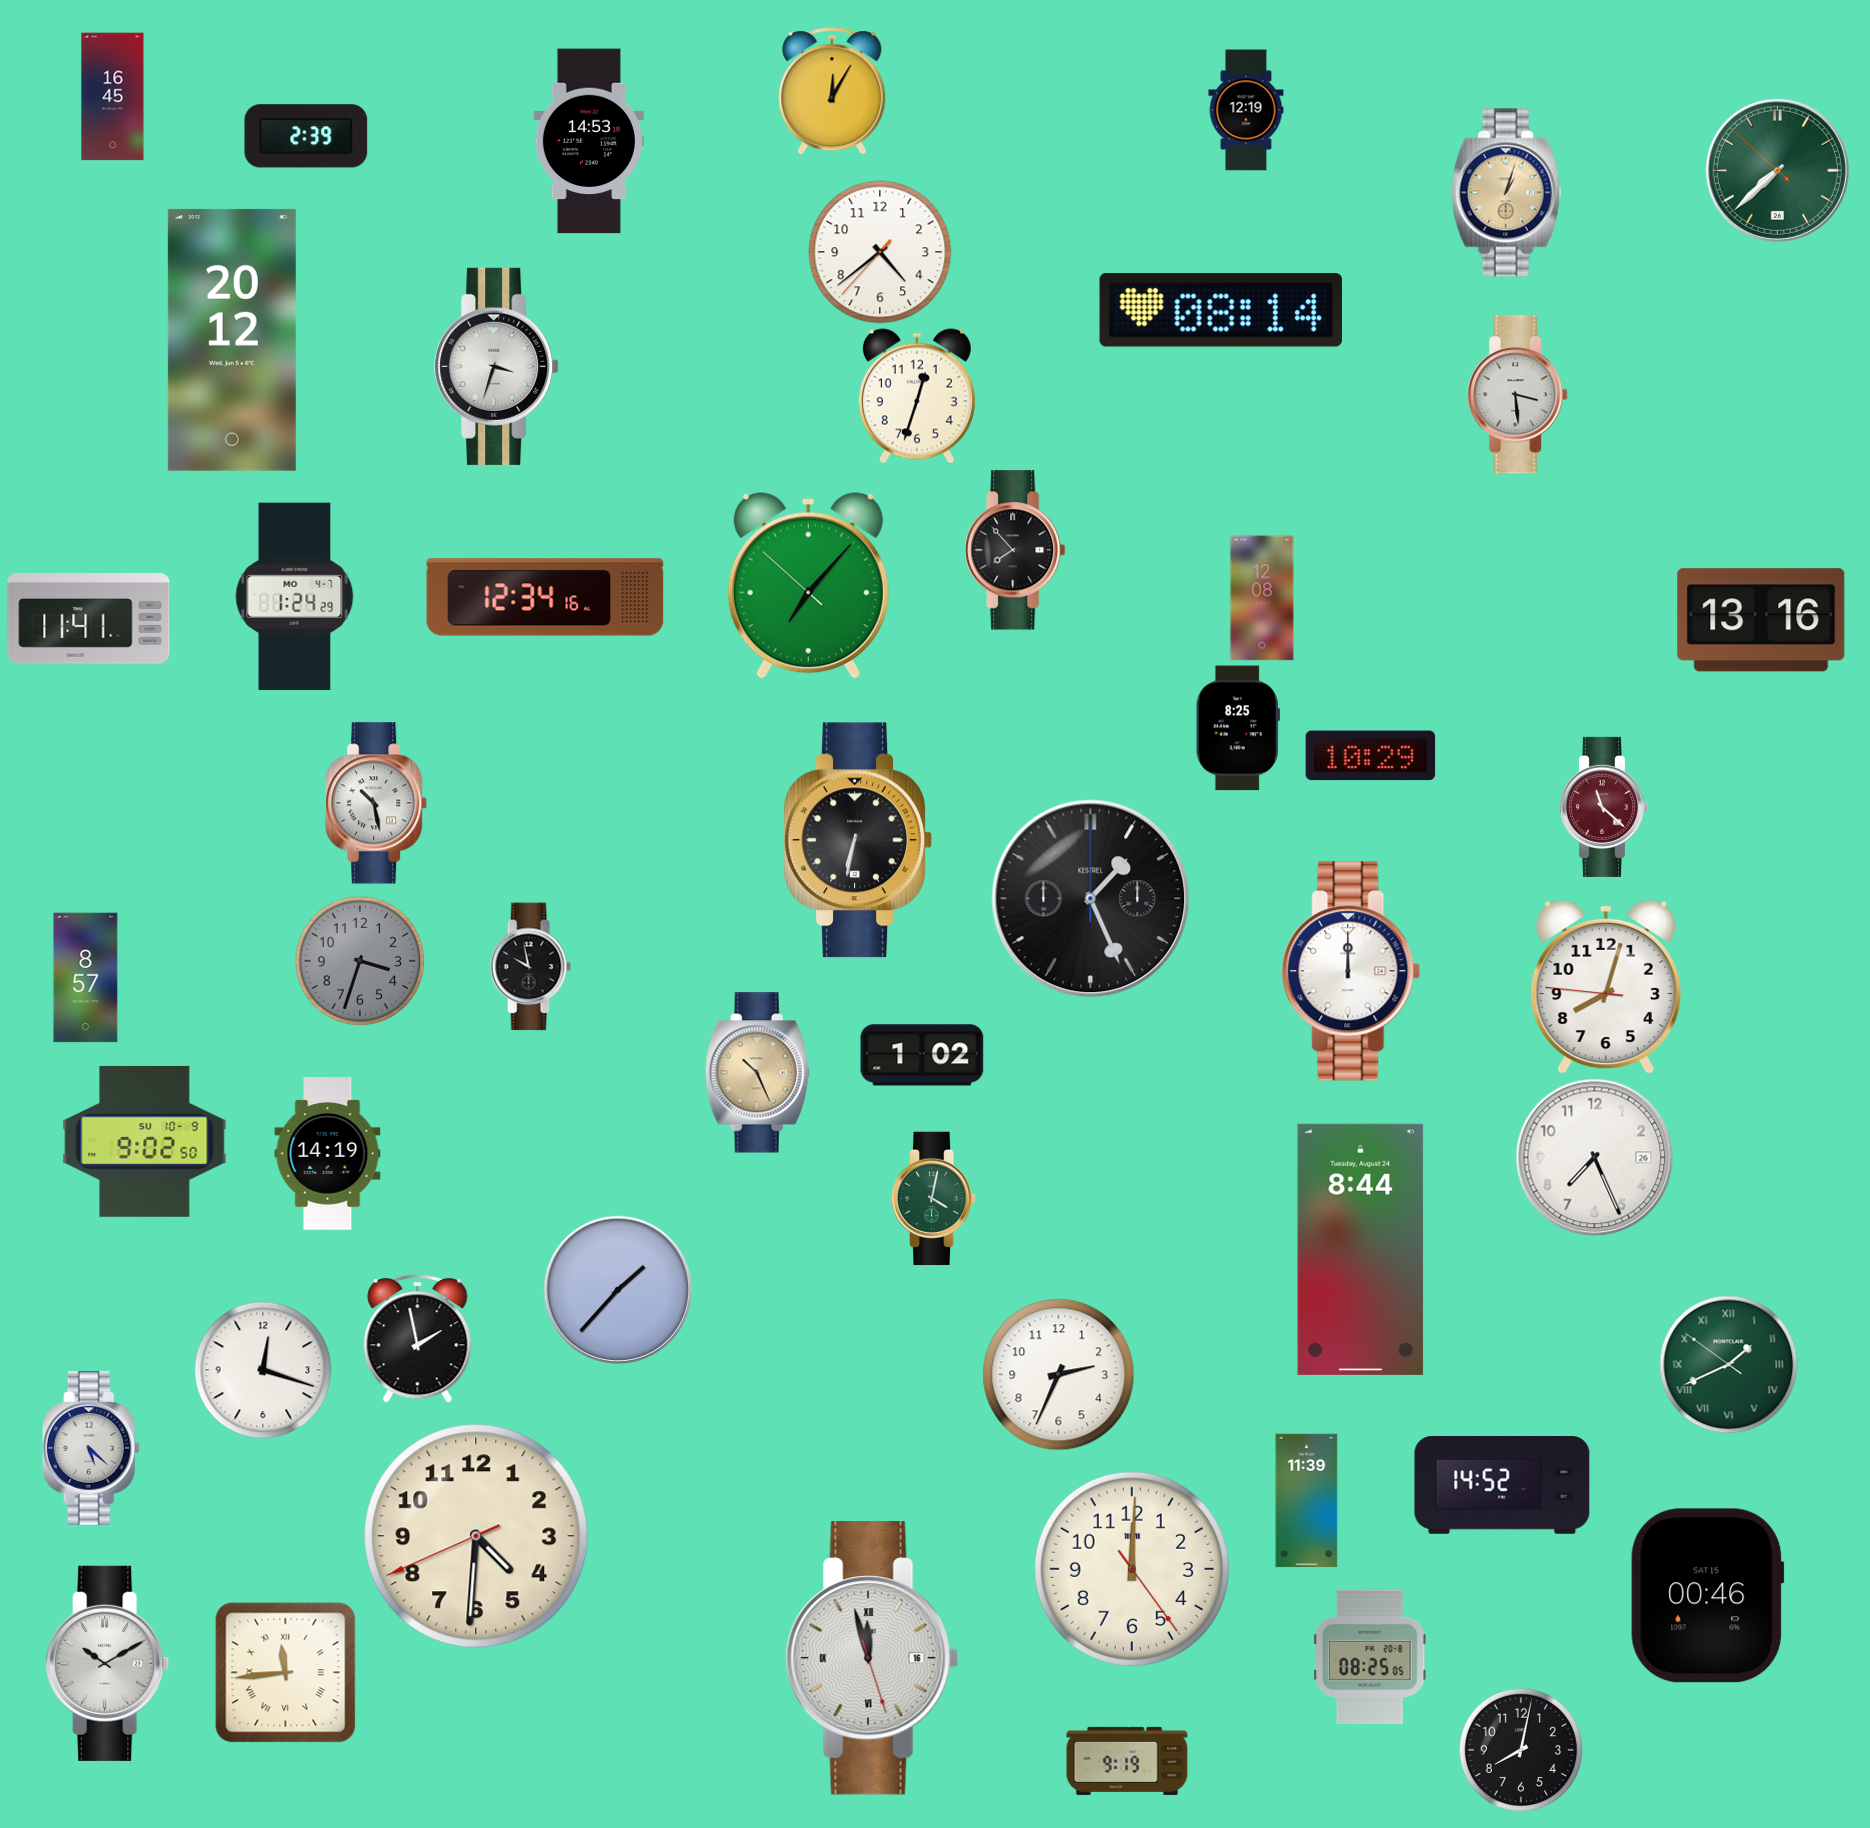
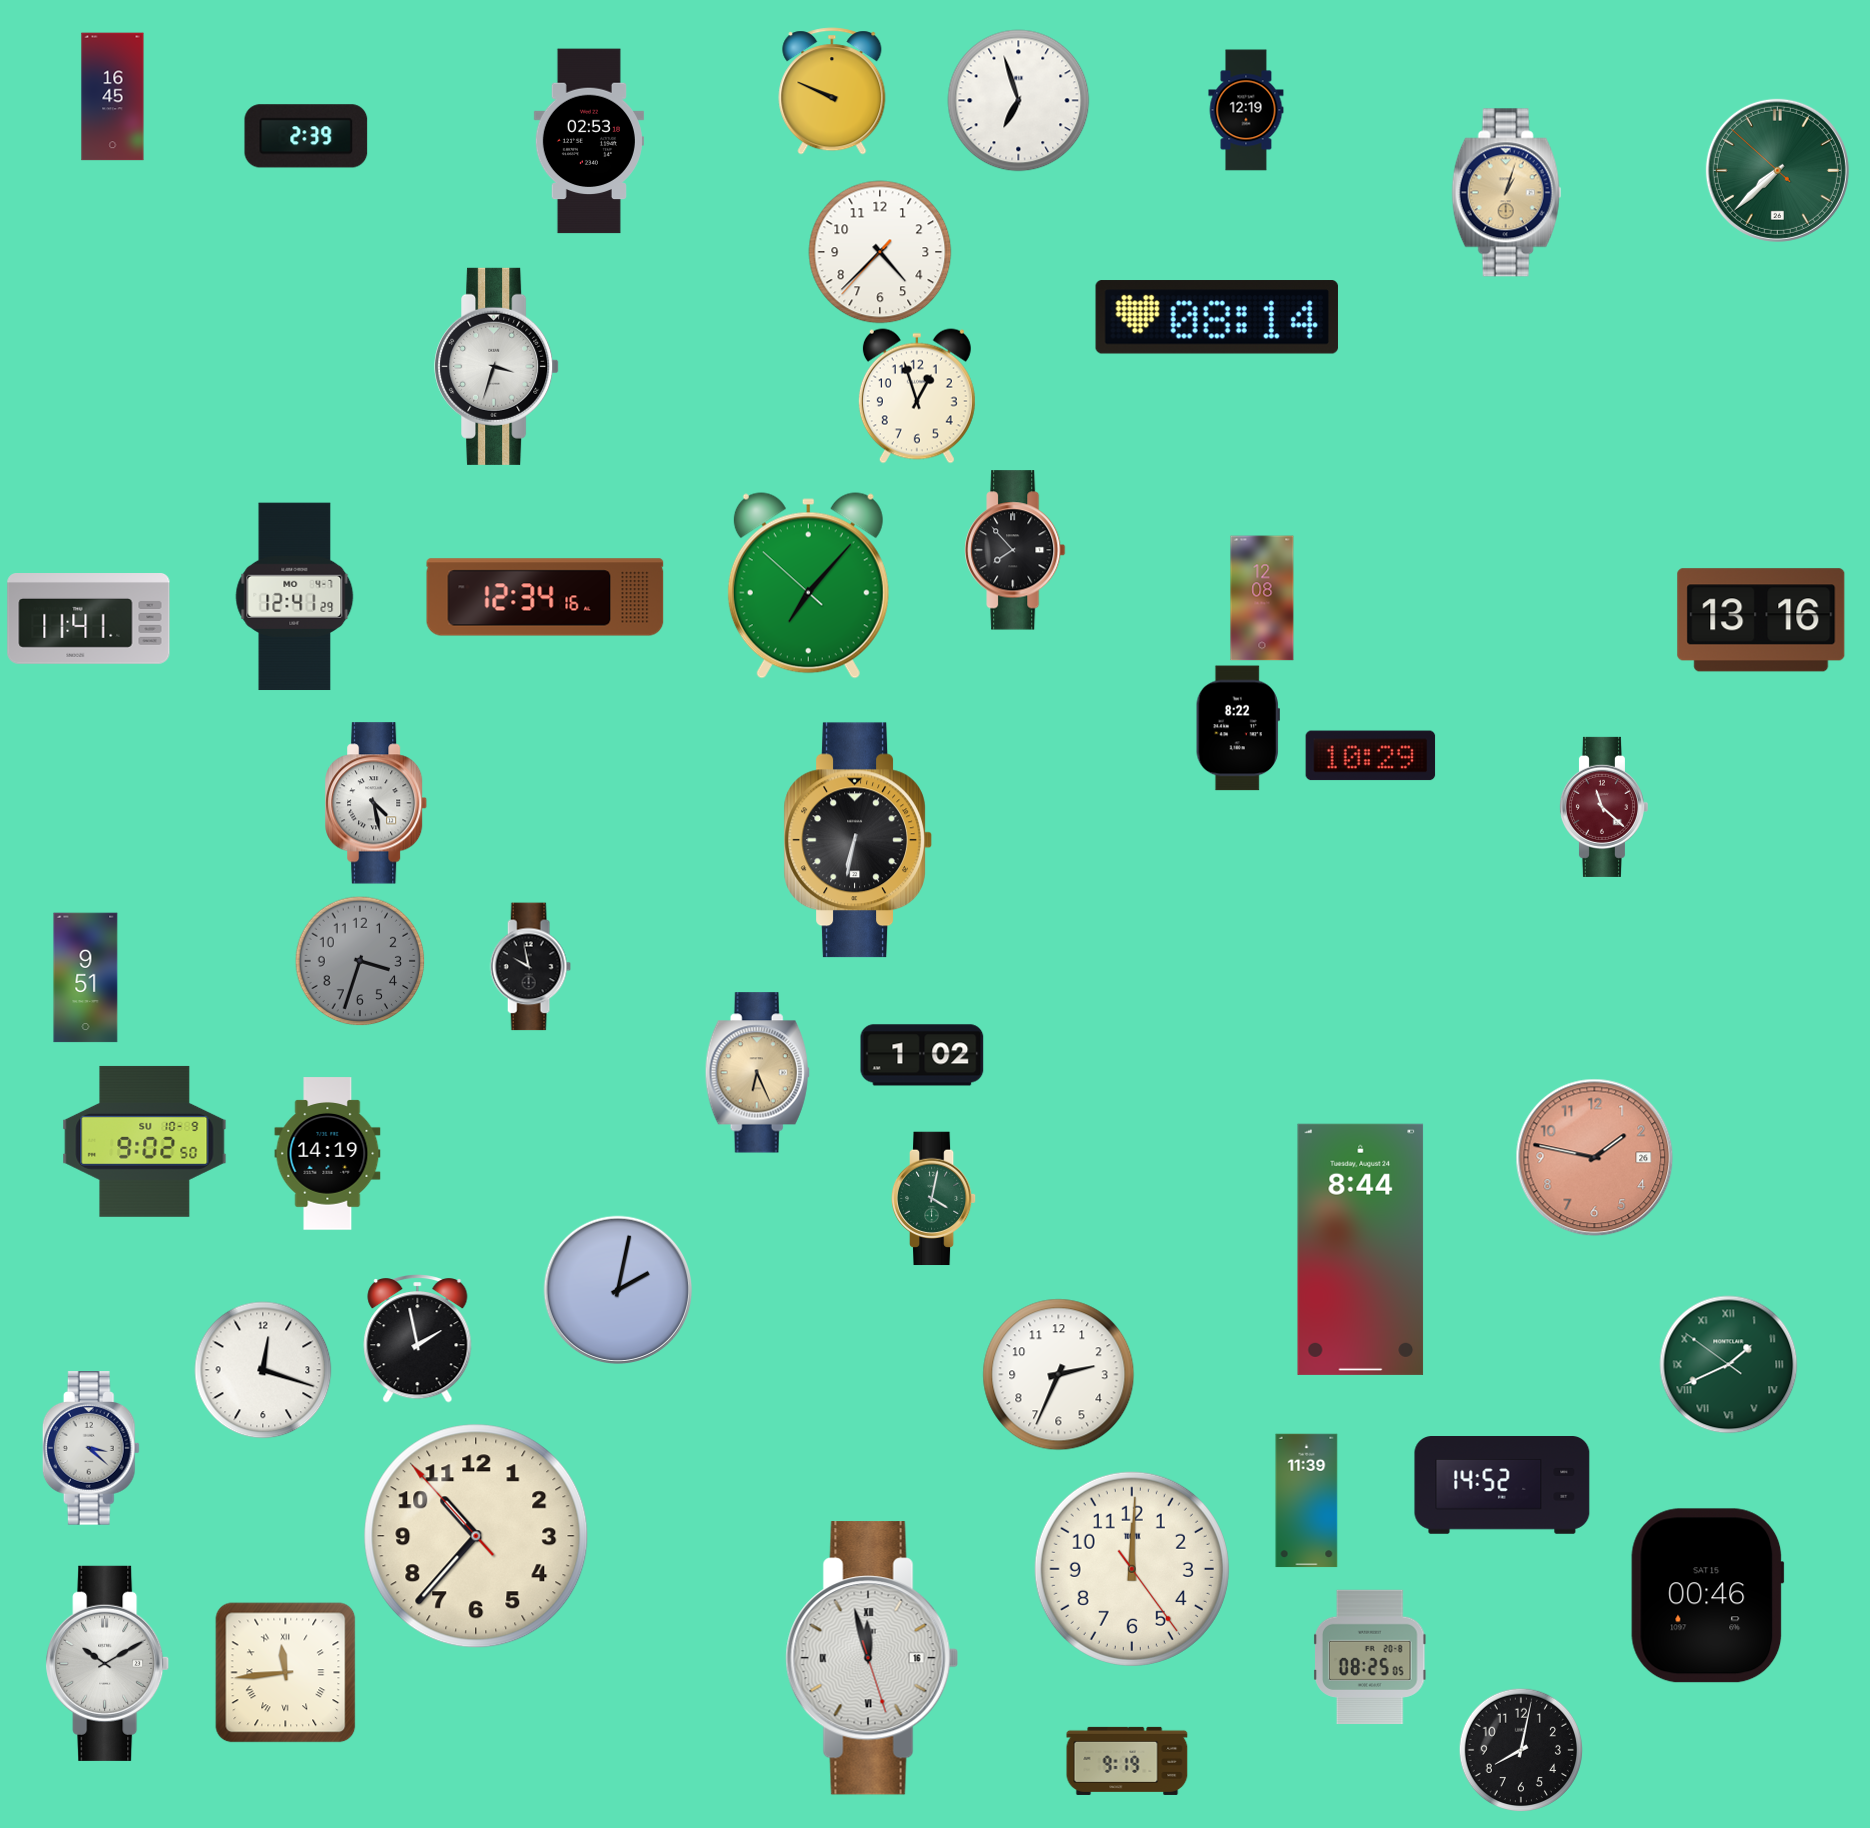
clock at (832, 91): 12:05 -> 9:49
clock at (1019, 101): none -> 6:57
clock at (589, 141): 14:53 -> 02:53
clock at (880, 252): 4:38 -> 4:37
clock at (1220, 310) position: (1220, 310) -> (1216, 317)
clock at (232, 340): 20:12 -> none
clock at (1518, 395): 3:29 -> none
clock at (917, 396): 12:33 -> 12:57
clock at (295, 597): 1:24 -> 12:41
clock at (1238, 728): 8:25 -> 8:22
clock at (377, 803): 10:28 -> 4:28
clock at (1091, 899): 1:26 -> none
clock at (1351, 971): 12:00 -> none
clock at (86, 978): 8:57 -> 9:51
clock at (1606, 987): 8:02 -> none
clock at (757, 1073): 10:26 -> 6:26
clock at (1595, 1158): 7:26 -> 1:47
clock at (1595, 1158) dial: white -> salmon
clock at (617, 1289): 1:37 -> 2:02
clock at (91, 1448): 5:22 -> 3:22
clock at (476, 1536): 4:30 -> 10:36
